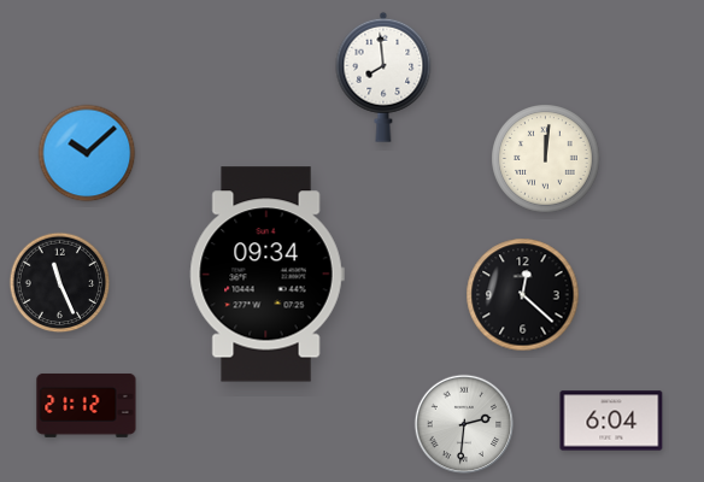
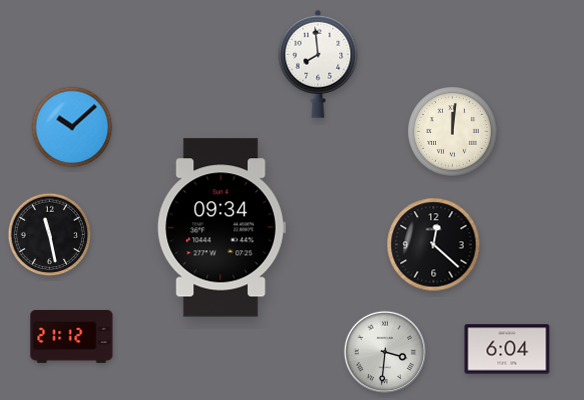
clock at (60, 283): 11:26 -> 11:28
clock at (463, 423): 2:31 -> 3:31
